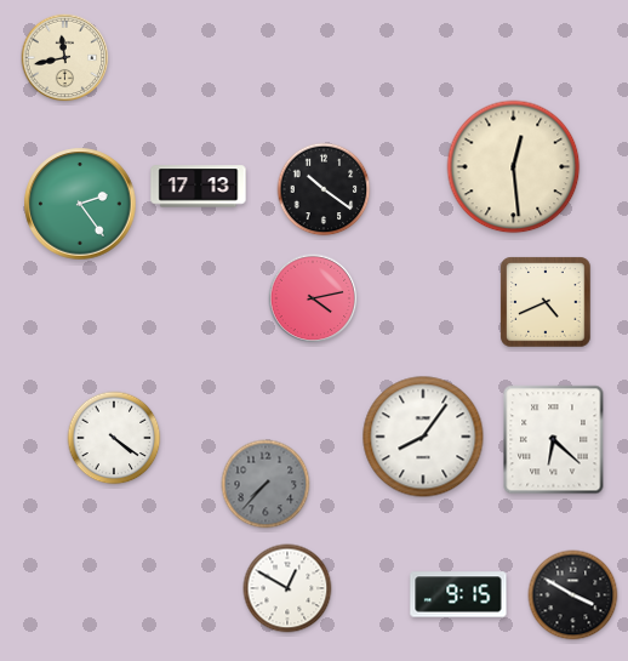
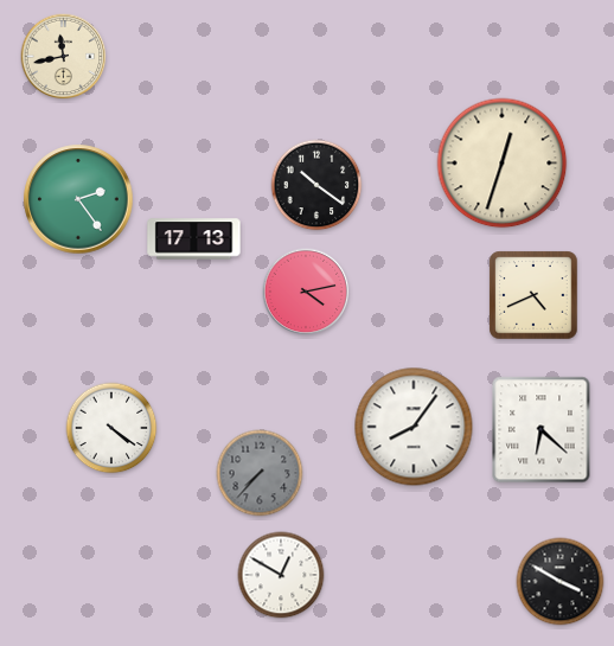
clock at (514, 167): 12:29 -> 12:33
clock at (199, 187) position: (199, 187) -> (194, 239)
clock at (458, 594): 9:15 -> none
